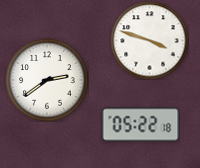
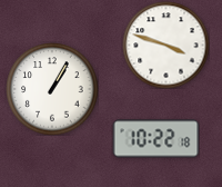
clock at (47, 80): 2:39 -> 1:05
clock at (140, 125): 05:22 -> 10:22
